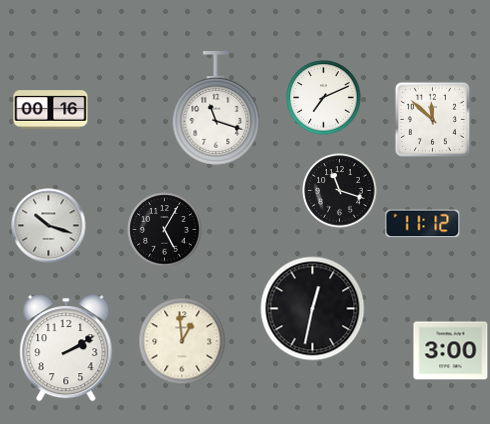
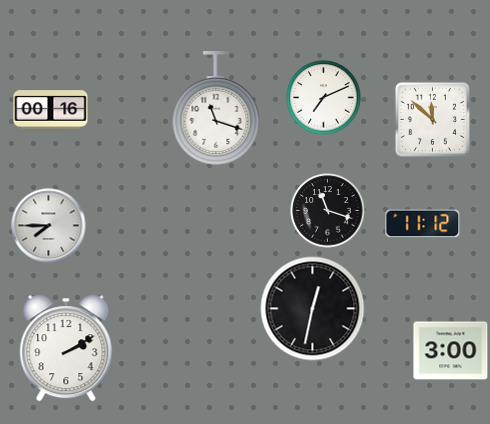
clock at (340, 191) position: (340, 191) -> (328, 211)
clock at (49, 226): 10:18 -> 7:45
clock at (165, 230): 5:05 -> none
clock at (182, 341): 12:59 -> none
